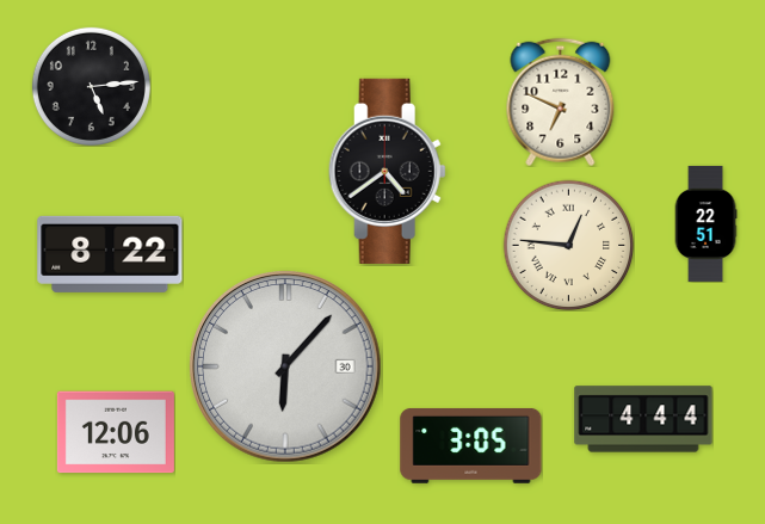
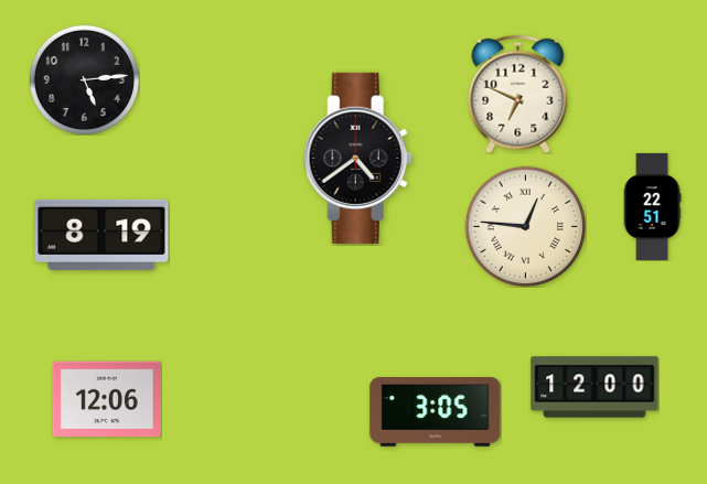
clock at (110, 254): 8:22 -> 8:19
clock at (285, 366): 6:07 -> none
clock at (643, 419): 4:44 -> 12:00
